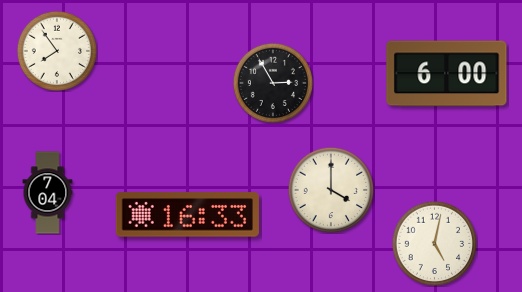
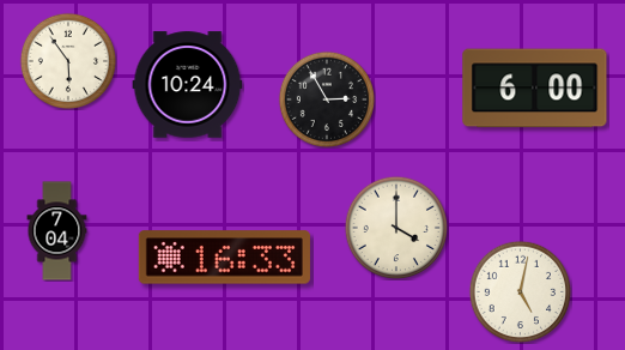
clock at (56, 50): 7:54 -> 5:54
clock at (188, 85): none -> 10:24
